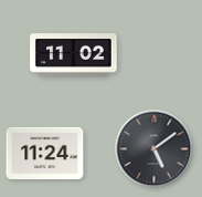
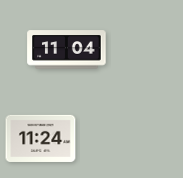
clock at (74, 55): 11:02 -> 11:04
clock at (155, 149): 5:09 -> none
